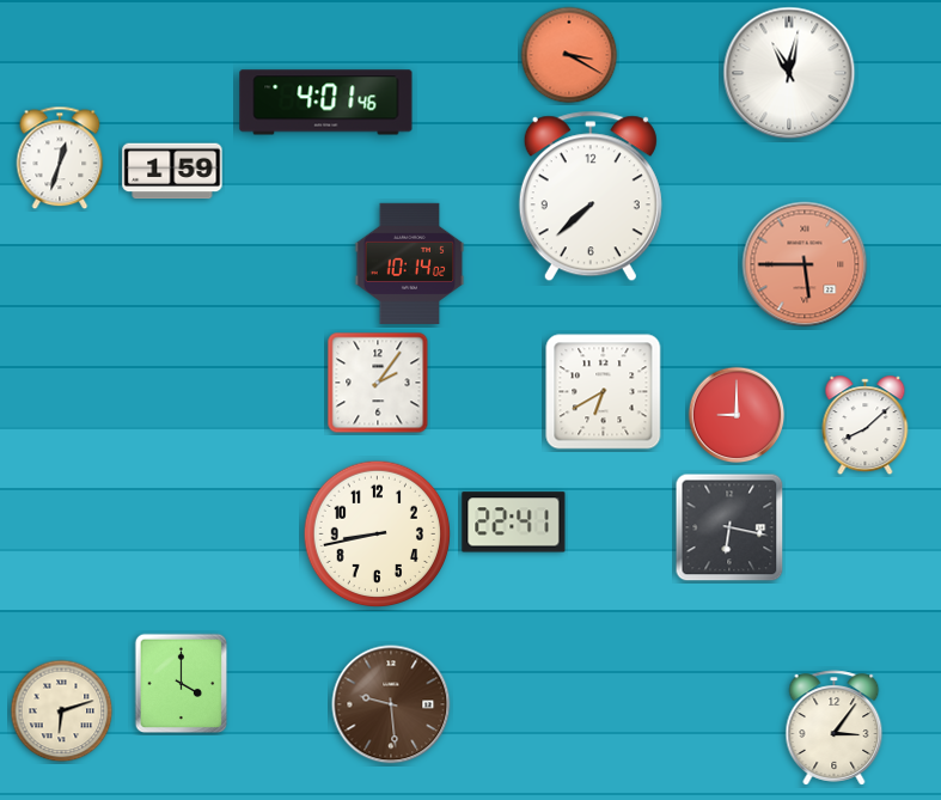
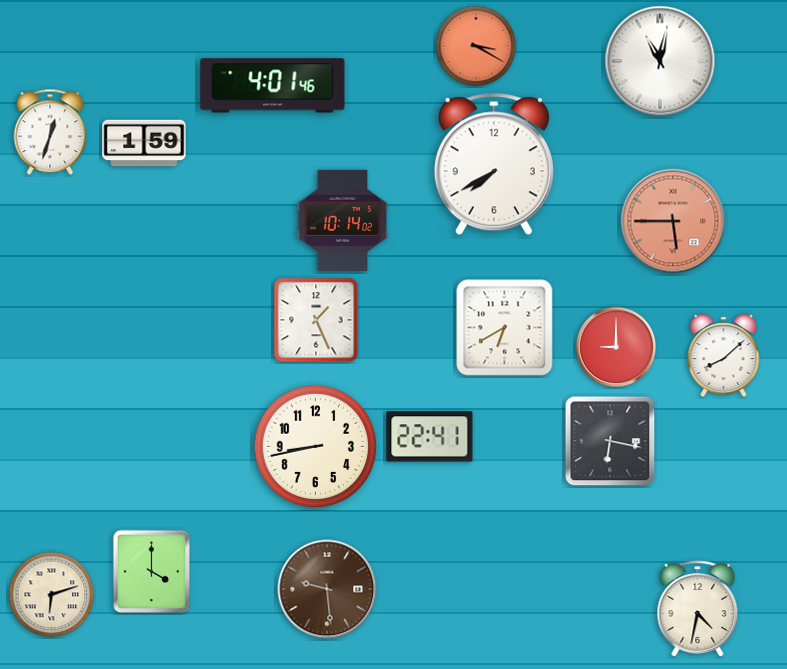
clock at (591, 196): 7:38 -> 7:40
clock at (378, 383): 2:06 -> 1:26
clock at (835, 728): 3:06 -> 4:32
